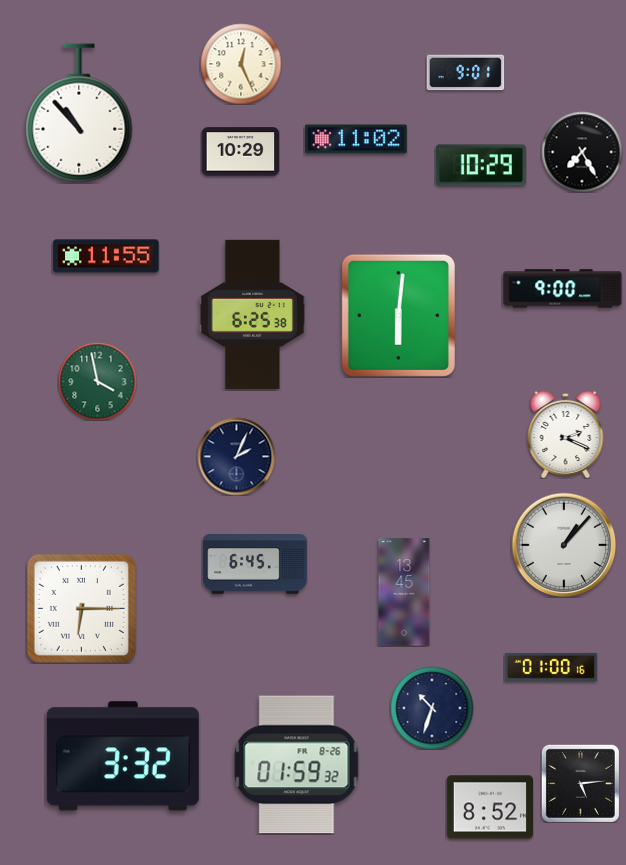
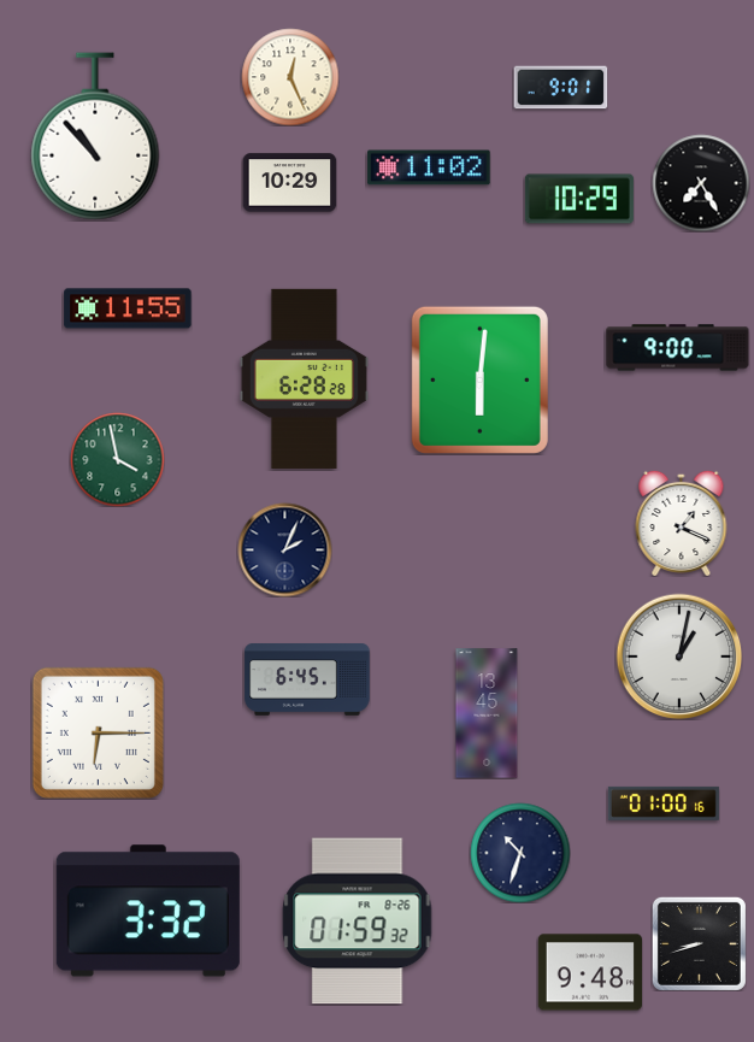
clock at (252, 314): 6:25 -> 6:28
clock at (566, 434): 2:19 -> 1:19
clock at (564, 545): 1:07 -> 1:02
clock at (580, 783): 5:14 -> 8:42
clock at (489, 807): 8:52 -> 9:48
